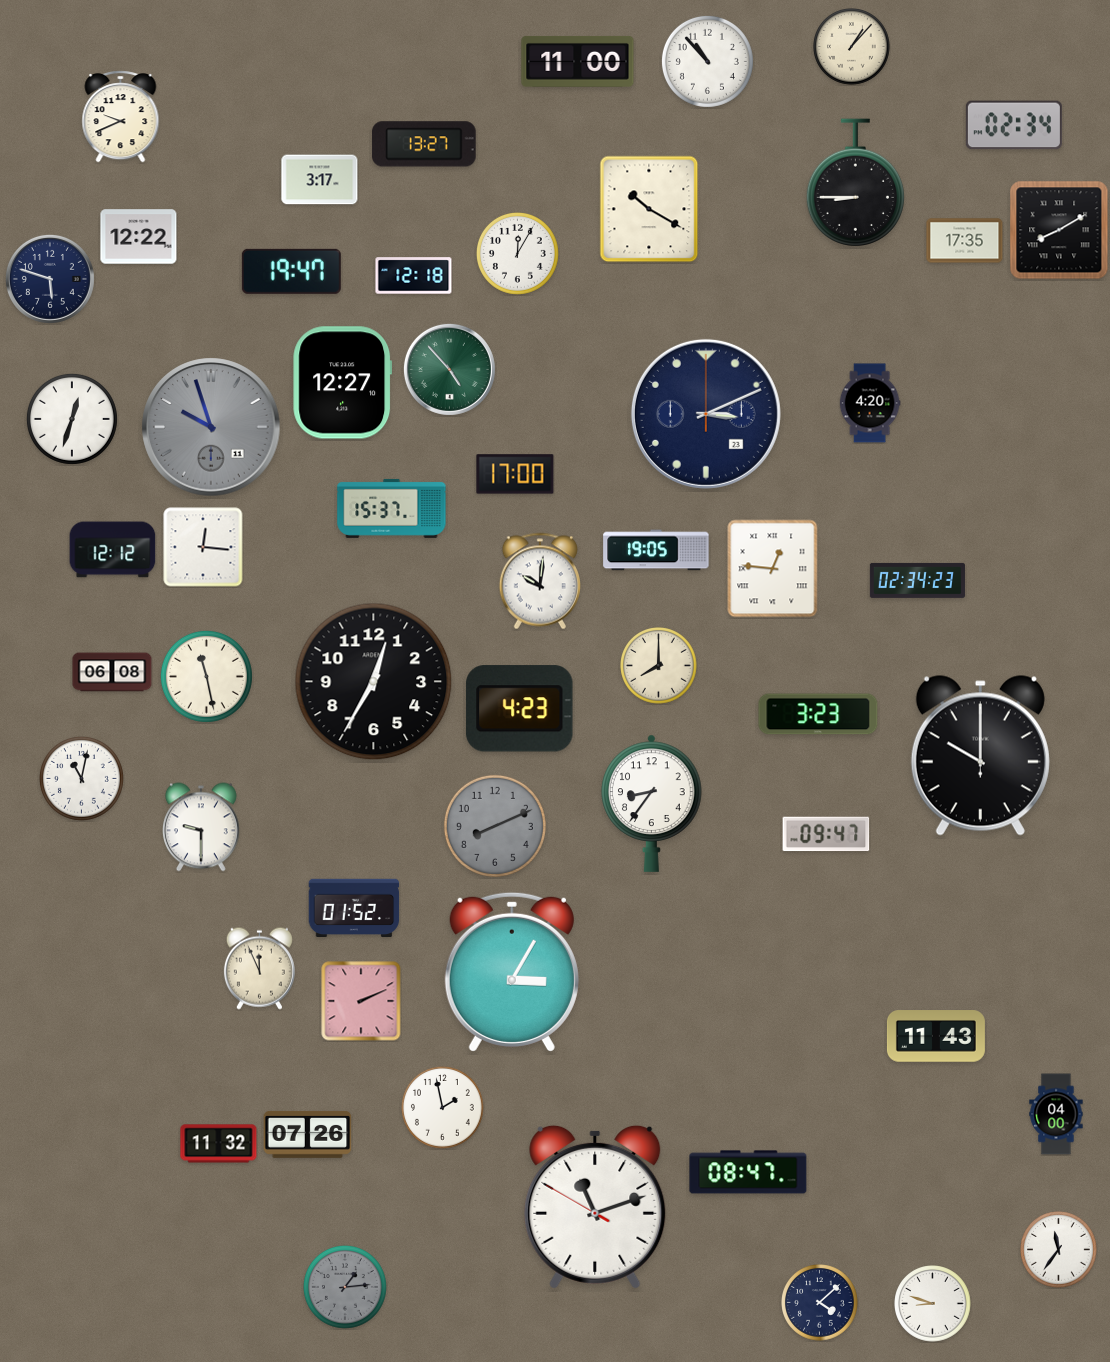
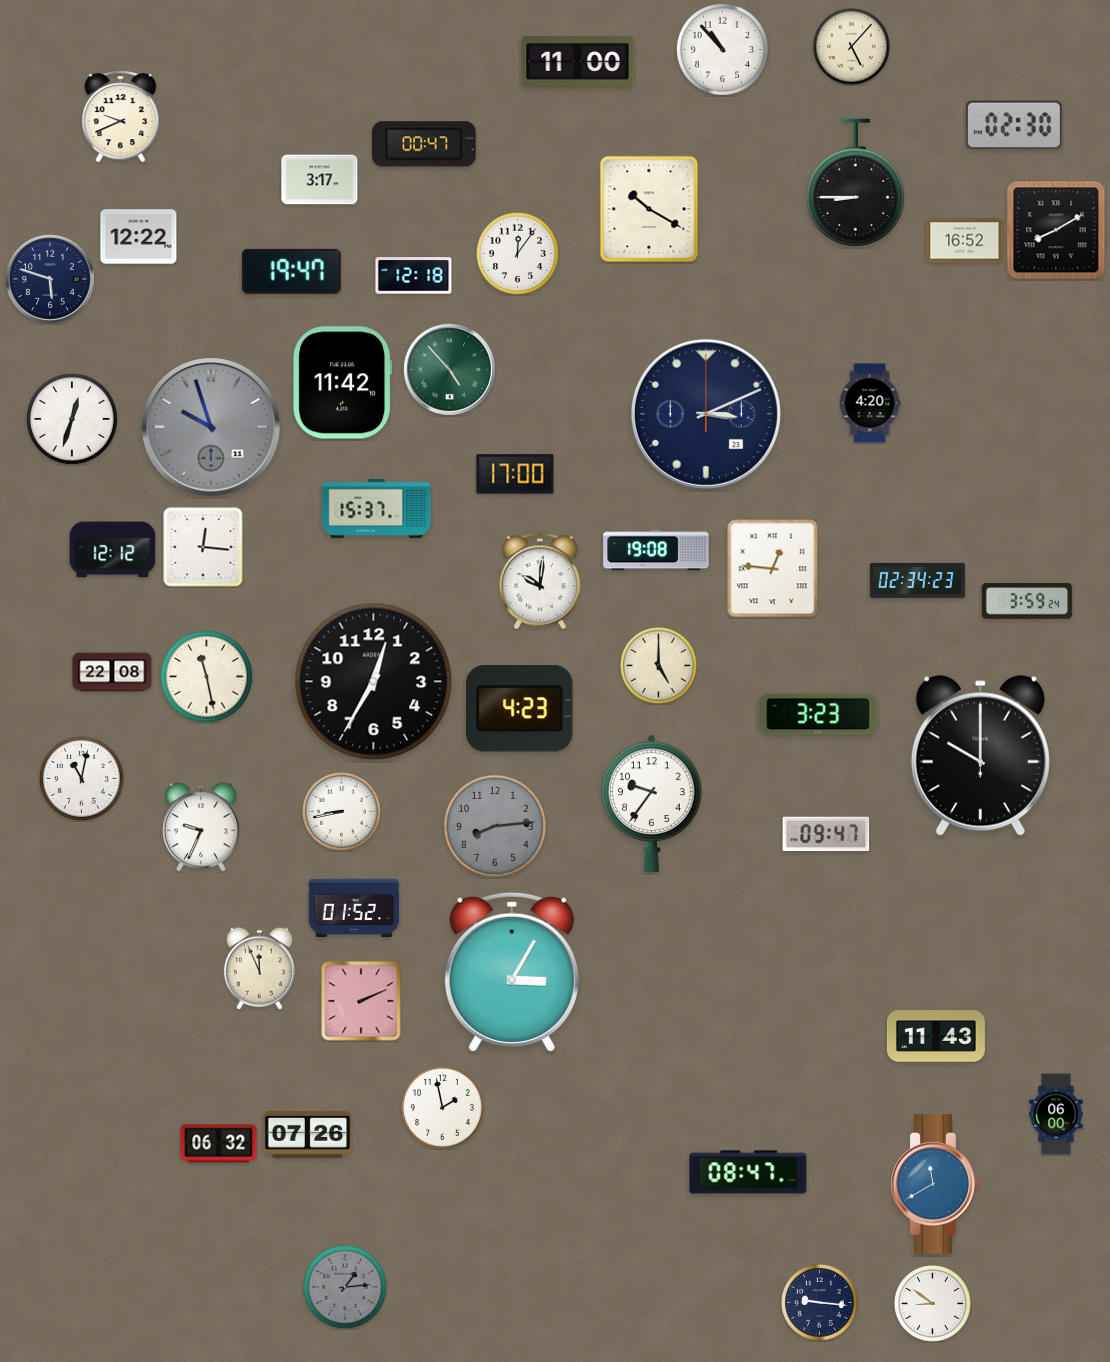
clock at (852, 47): 1:07 -> 5:07
clock at (707, 61) position: (707, 61) -> (722, 49)
clock at (1014, 125): 02:34 -> 02:30
clock at (424, 144): 13:27 -> 00:47
clock at (1059, 230) position: (1059, 230) -> (1056, 230)
clock at (965, 241): 17:35 -> 16:52
clock at (518, 254): 12:05 -> 12:06
clock at (343, 383): 12:27 -> 11:42
clock at (392, 508) position: (392, 508) -> (377, 508)
clock at (656, 550): 19:05 -> 19:08
clock at (1027, 601): none -> 3:59
clock at (659, 666): 8:00 -> 5:00
clock at (112, 672): 06:08 -> 22:08
clock at (652, 803): 8:36 -> 9:36
clock at (342, 812): none -> 8:43
clock at (495, 826): 8:11 -> 8:14
clock at (201, 827): 9:30 -> 9:34
clock at (1056, 1114): 04:00 -> 06:00
clock at (219, 1144): 11:32 -> 06:32
clock at (935, 1184): none -> 11:40
clock at (595, 1207): 11:11 -> none
clock at (1059, 1250): 11:36 -> none
clock at (820, 1303): 4:08 -> 9:16
clock at (933, 1304): 8:48 -> 8:51
